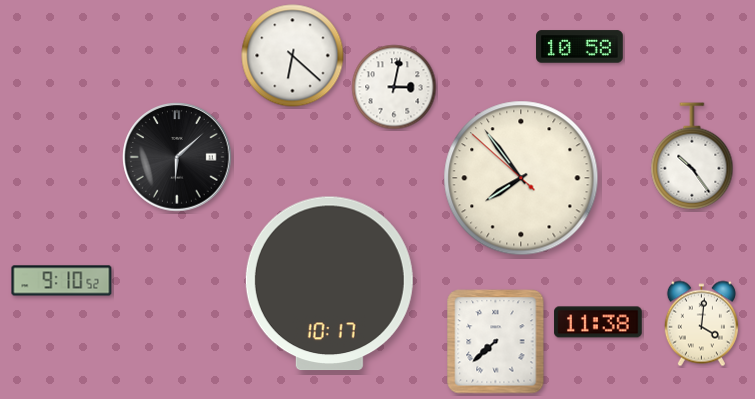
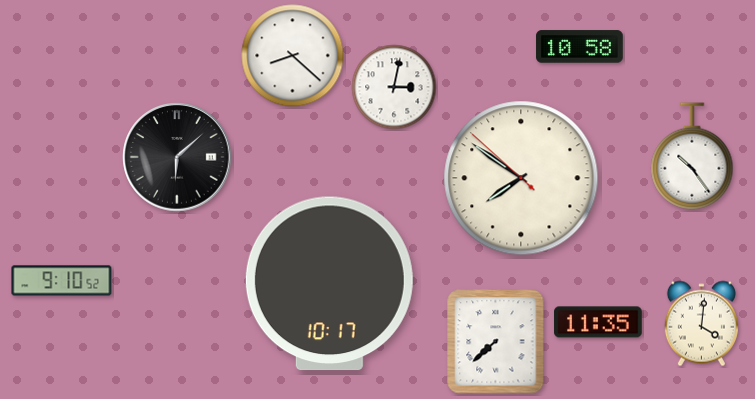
clock at (293, 56): 6:22 -> 8:22
clock at (521, 178): 7:53 -> 7:50
clock at (598, 322): 11:38 -> 11:35
